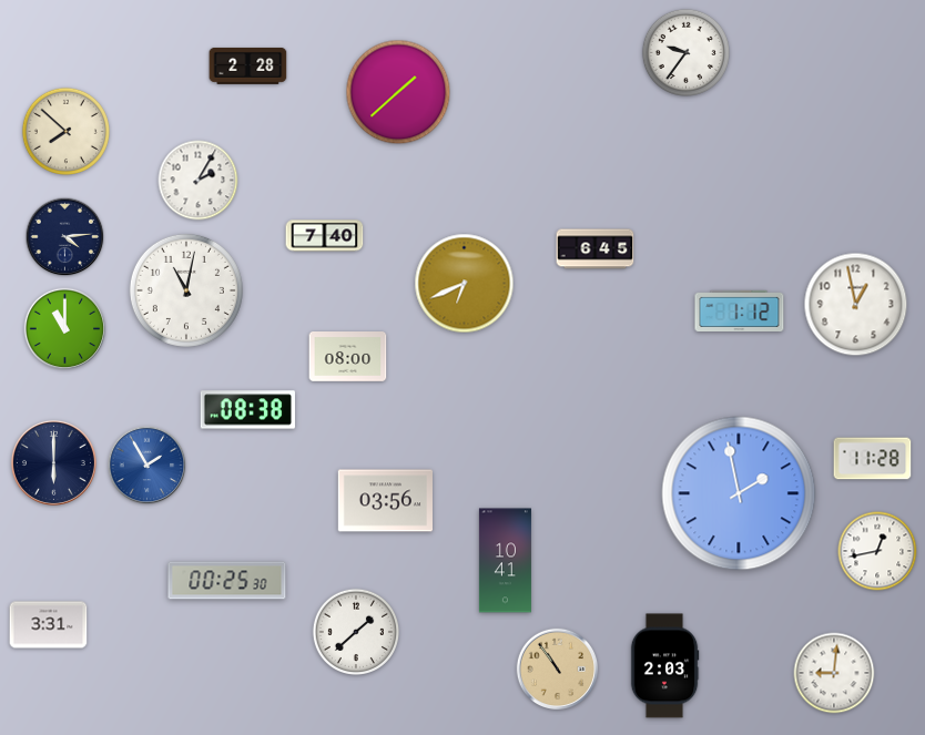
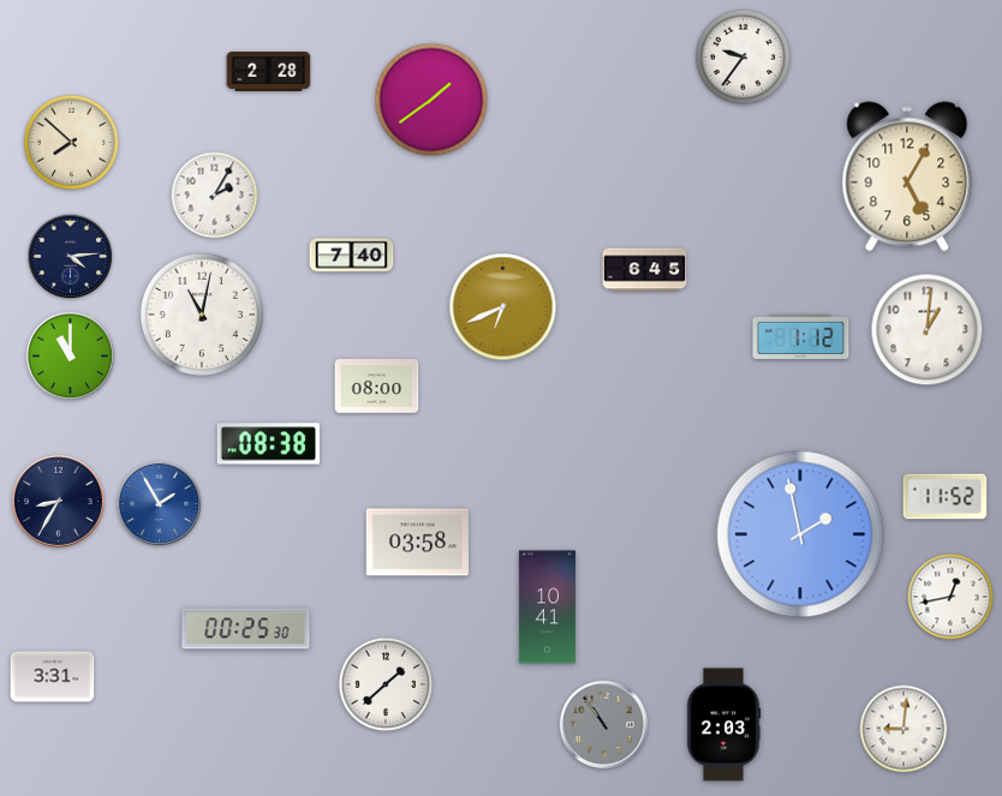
clock at (398, 92): 1:38 -> 1:39
clock at (907, 176): none -> 5:05
clock at (856, 305): 12:58 -> 1:01
clock at (873, 459): 11:28 -> 11:52
clock at (53, 462): 6:00 -> 8:35
clock at (385, 501): 03:56 -> 03:58
clock at (664, 666) position: (664, 666) -> (723, 725)
clock at (558, 670) dial: champagne -> grey
